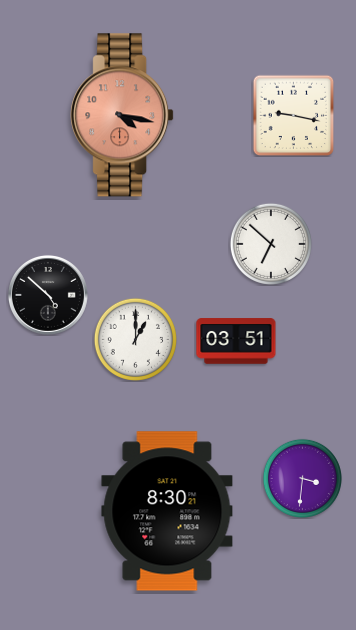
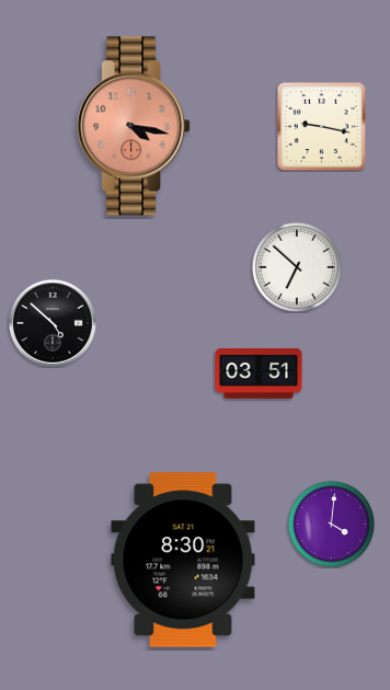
clock at (135, 339): 1:00 -> none
clock at (302, 478): 3:31 -> 4:01
